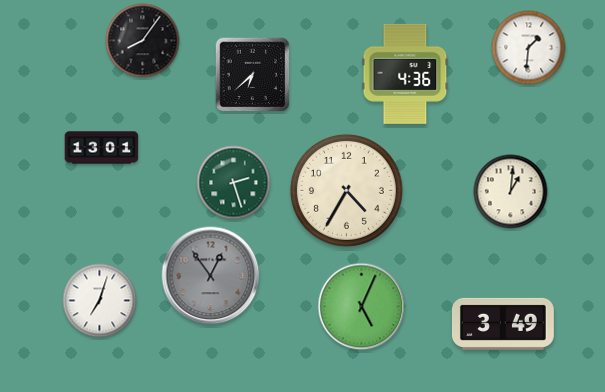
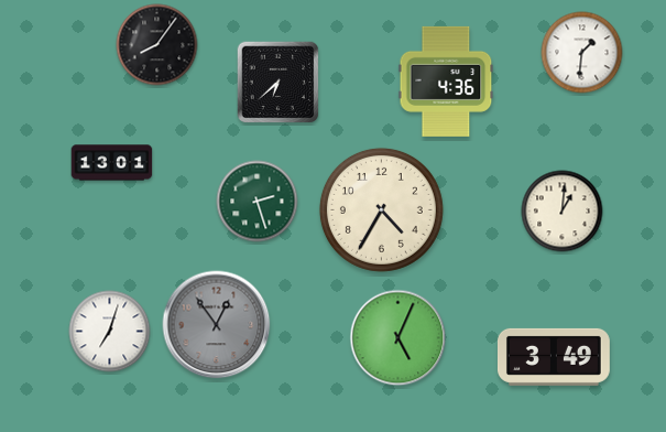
clock at (211, 276) position: (211, 276) -> (217, 325)
